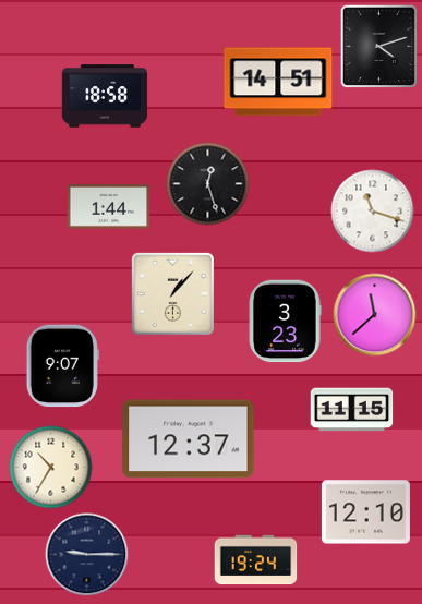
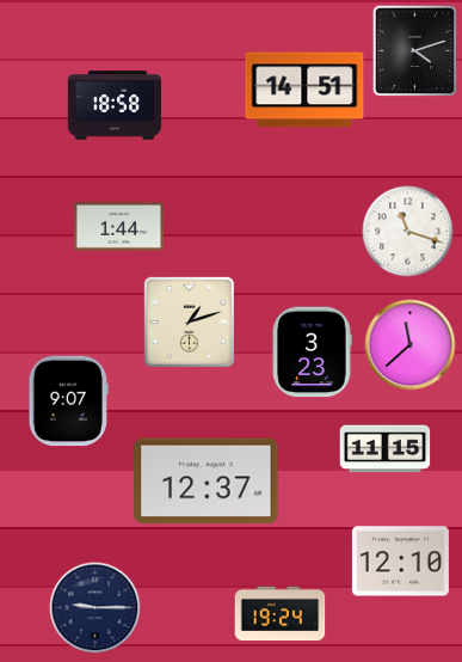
clock at (208, 184): 12:27 -> none
clock at (172, 293): 1:07 -> 1:12
clock at (51, 468): 10:35 -> none
